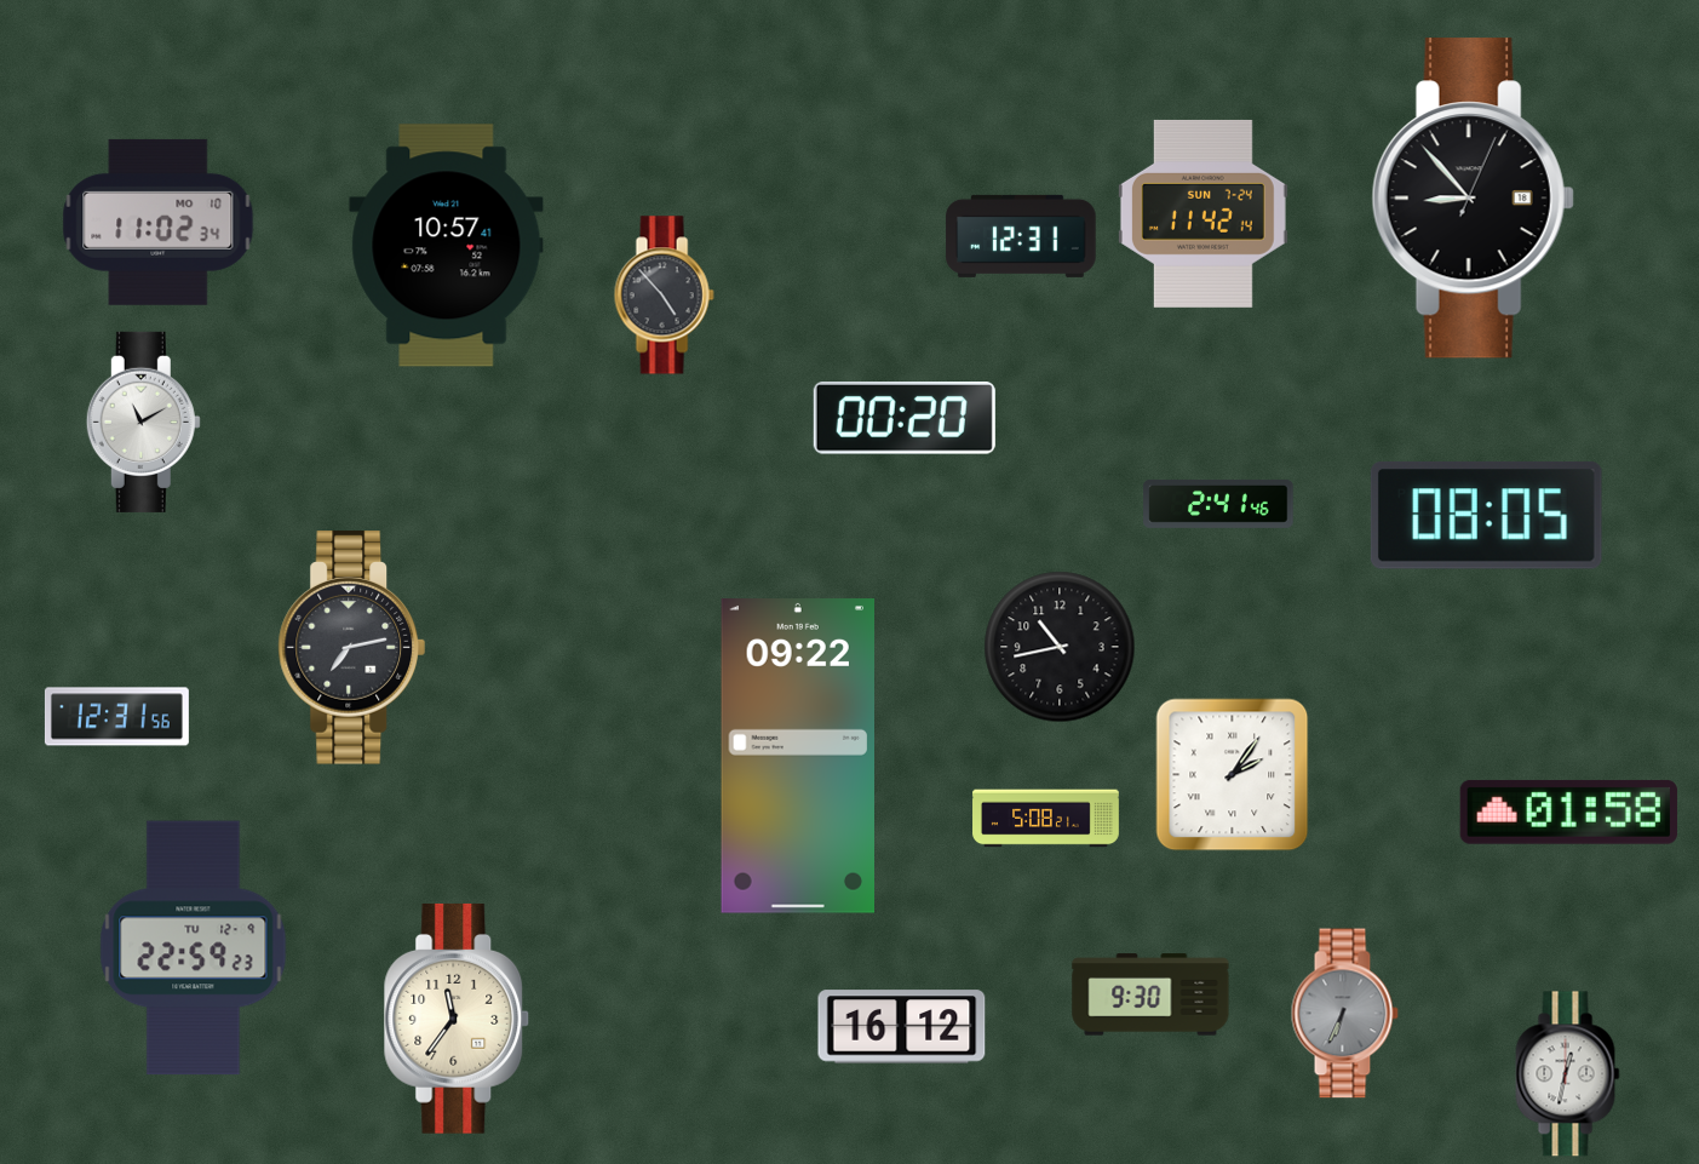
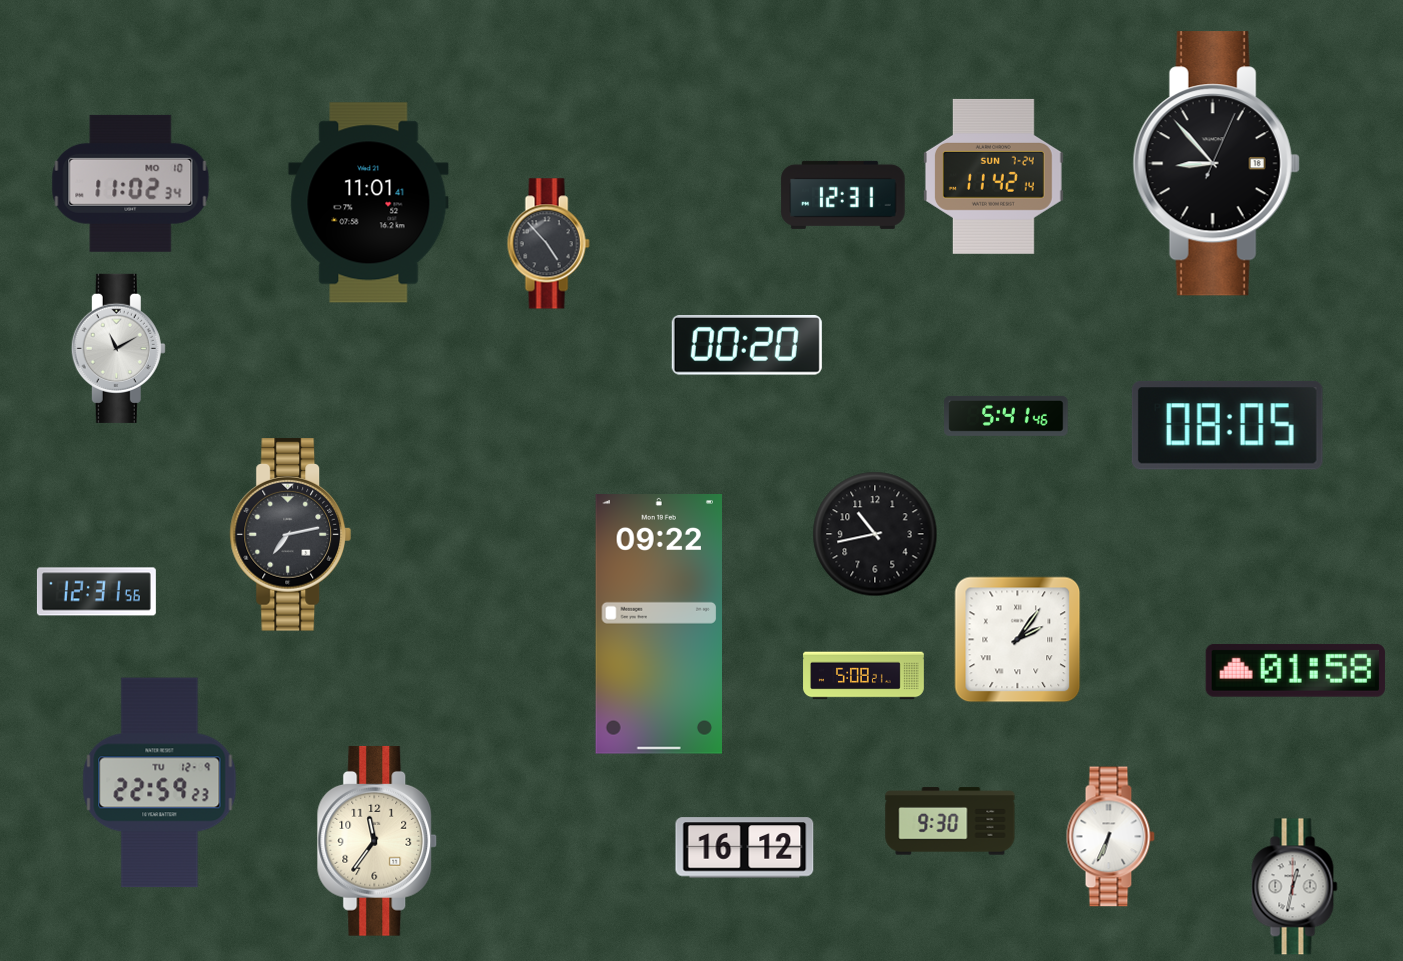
clock at (447, 246): 10:57 -> 11:01
clock at (1218, 504): 2:41 -> 5:41
clock at (1344, 1014) dial: grey -> white
